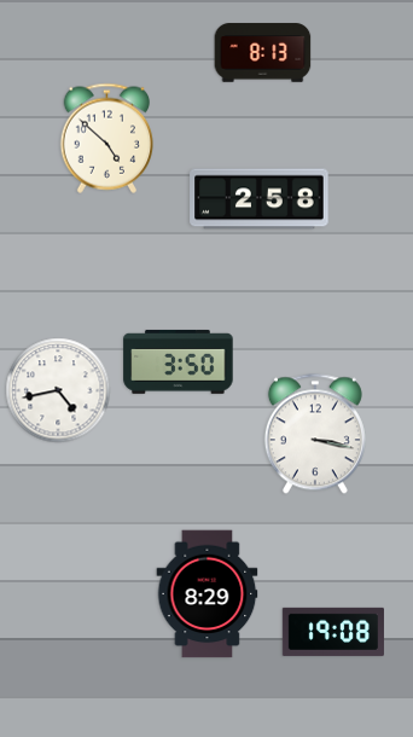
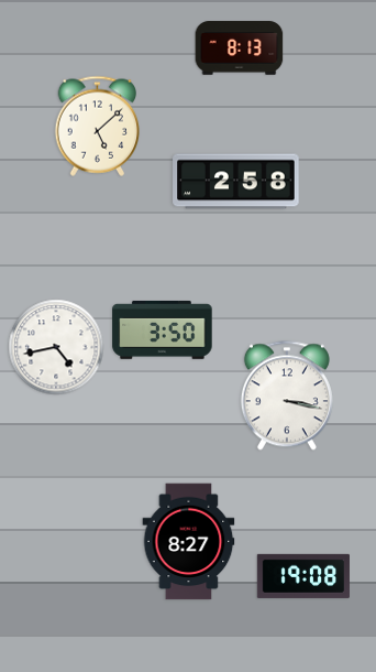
clock at (107, 138): 4:52 -> 5:08
clock at (58, 390) position: (58, 390) -> (56, 347)
clock at (208, 594): 8:29 -> 8:27
